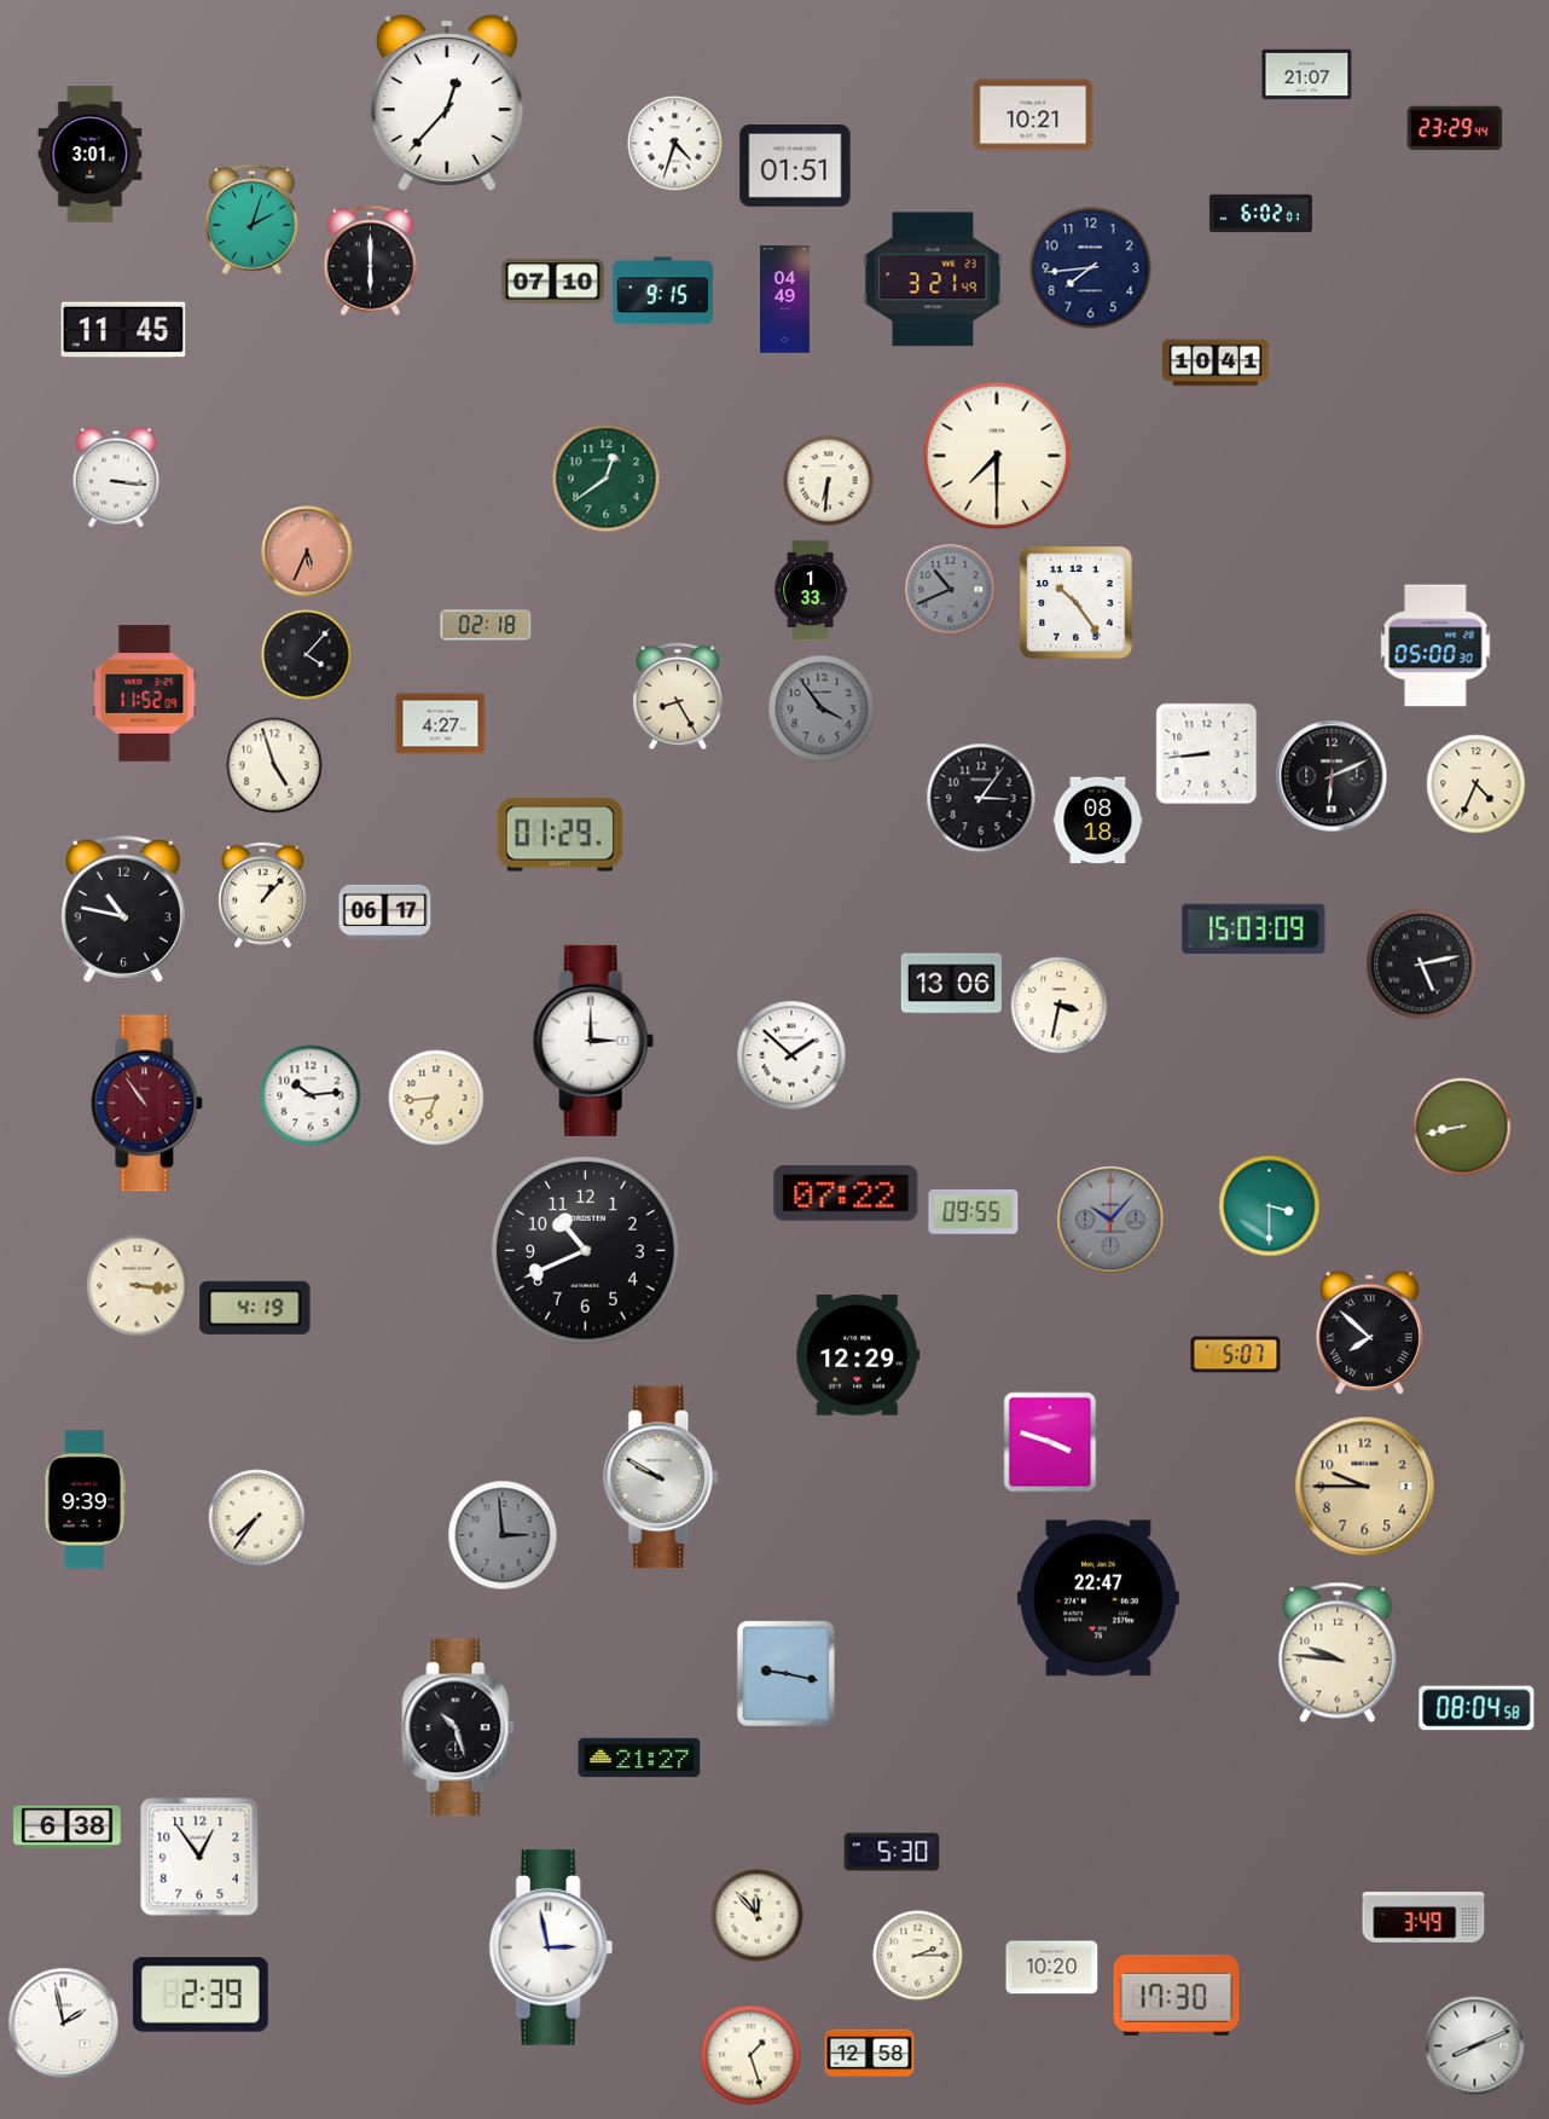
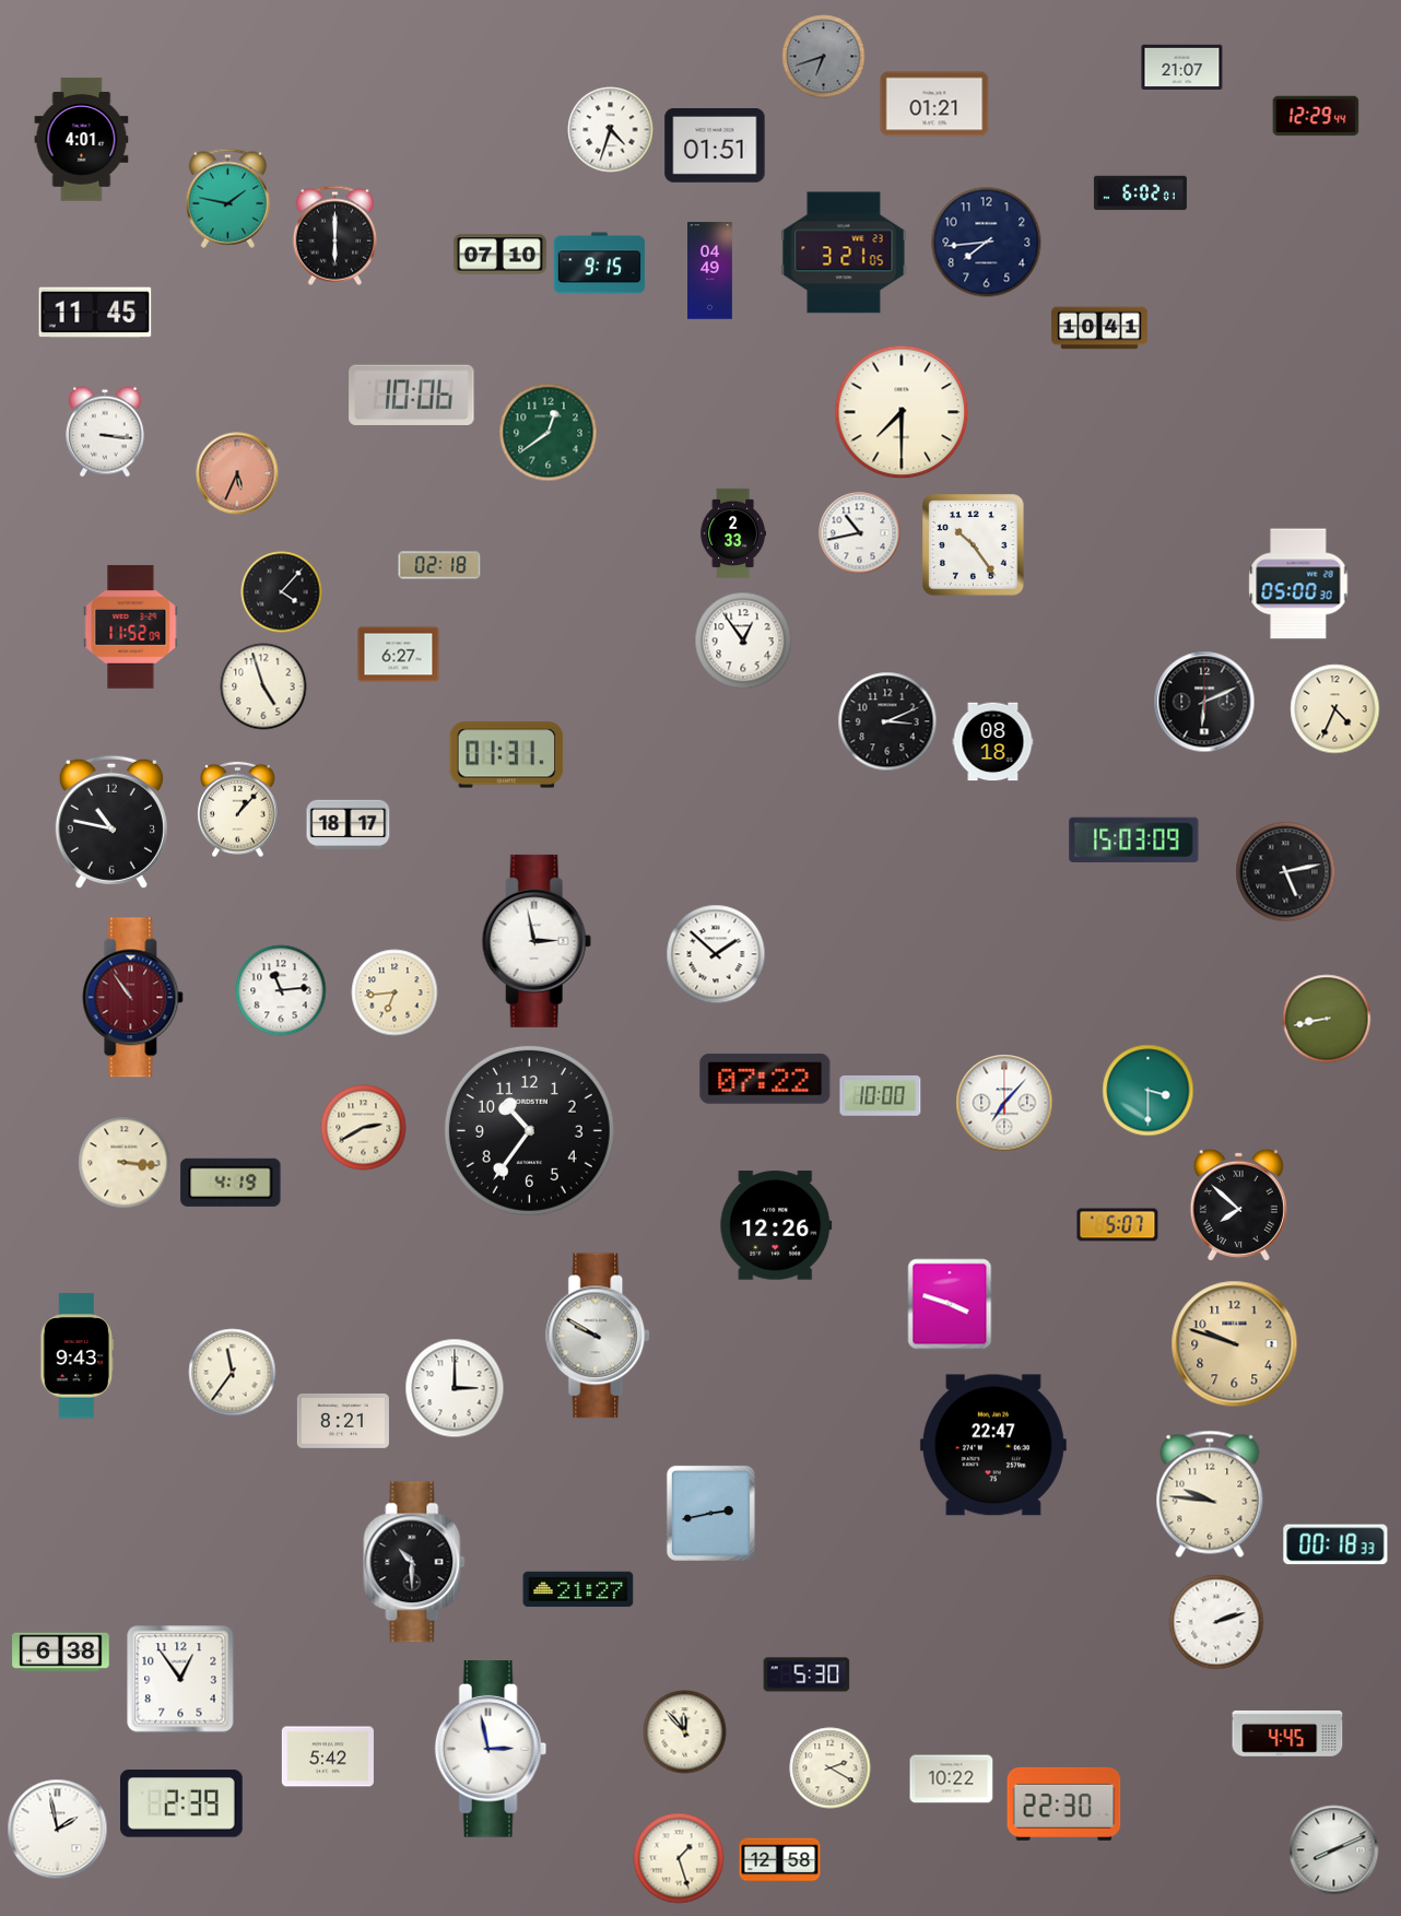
clock at (824, 57): none -> 6:42
clock at (447, 104): 12:37 -> none
clock at (1033, 115): 10:21 -> 01:21
clock at (1455, 128): 23:29 -> 12:29
clock at (91, 155): 3:01 -> 4:01
clock at (795, 167) position: (795, 167) -> (715, 146)
clock at (251, 219): 2:03 -> 1:47
clock at (933, 279): 3:21:49 -> 3:21:05
clock at (123, 330) position: (123, 330) -> (95, 313)
clock at (412, 395): none -> 10:06
clock at (829, 481): 6:31 -> none
clock at (307, 551) position: (307, 551) -> (237, 473)
clock at (810, 590): 1:33 -> 2:33
clock at (951, 590): 10:41 -> 10:43
clock at (951, 590) dial: grey -> white
clock at (307, 655) position: (307, 655) -> (282, 592)
clock at (678, 696): 8:25 -> none
clock at (822, 708): 3:54 -> 12:54
clock at (822, 708) dial: grey -> white
clock at (441, 724): 4:27 -> 6:27
clock at (1207, 754): 8:44 -> none
clock at (274, 765) position: (274, 765) -> (263, 686)
clock at (981, 798): 3:06 -> 3:11
clock at (561, 835): 01:29 -> 01:31
clock at (385, 911): 06:17 -> 18:17
clock at (951, 984): 13:06 -> none
clock at (1060, 1006): 3:32 -> none
clock at (593, 1041): 3:00 -> 2:58
clock at (311, 1095): 10:14 -> 11:14
clock at (1462, 1127) position: (1462, 1127) -> (1327, 1019)
clock at (974, 1211): 09:55 -> 10:00
clock at (1110, 1220): 10:07 -> 7:07
clock at (1110, 1220) dial: grey -> white
clock at (364, 1128): none -> 2:40
clock at (585, 1250): 10:41 -> 10:36
clock at (858, 1355): 12:29 -> 12:26
clock at (1365, 1487): 9:45 -> 9:48
clock at (86, 1500): 9:39 -> 9:43
clock at (257, 1518): 7:36 -> 11:36
clock at (503, 1535): 2:59 -> 3:00
clock at (503, 1535) dial: grey -> white
clock at (343, 1421): none -> 8:21
clock at (785, 1673): 9:17 -> 2:43
clock at (1477, 1708): 08:04 -> 00:18
clock at (458, 1727): 10:27 -> 10:30
clock at (1216, 1622): none -> 2:12
clock at (1423, 1917): 3:49 -> 4:45
clock at (328, 1756): none -> 5:42
clock at (551, 1947) position: (551, 1947) -> (491, 1749)
clock at (918, 1956): 2:15 -> 2:20
clock at (1052, 1968): 10:20 -> 10:22
clock at (1177, 1994): 17:30 -> 22:30
clock at (870, 2054) position: (870, 2054) -> (780, 1860)
